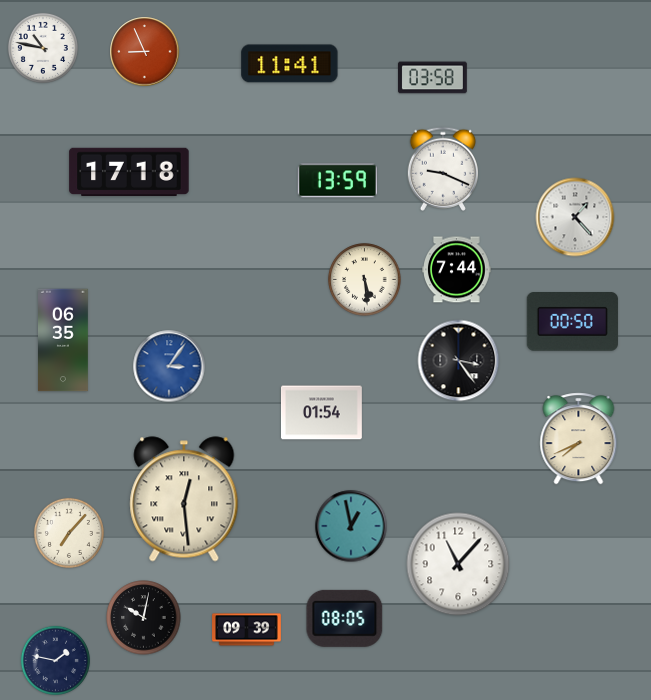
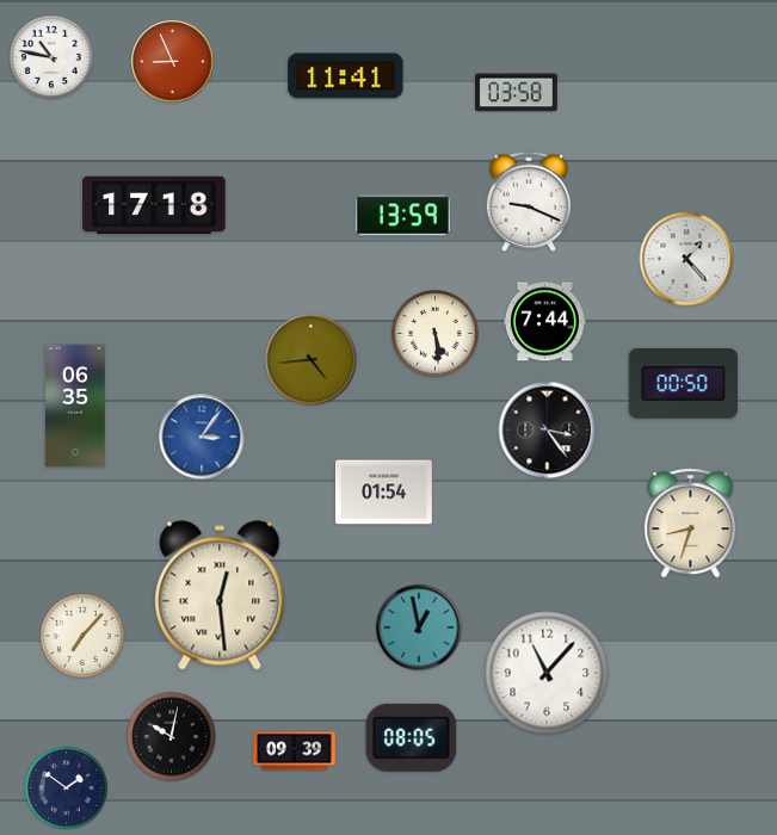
clock at (312, 360): none -> 4:44
clock at (579, 439): 7:41 -> 8:33
clock at (55, 660): 1:47 -> 1:51
